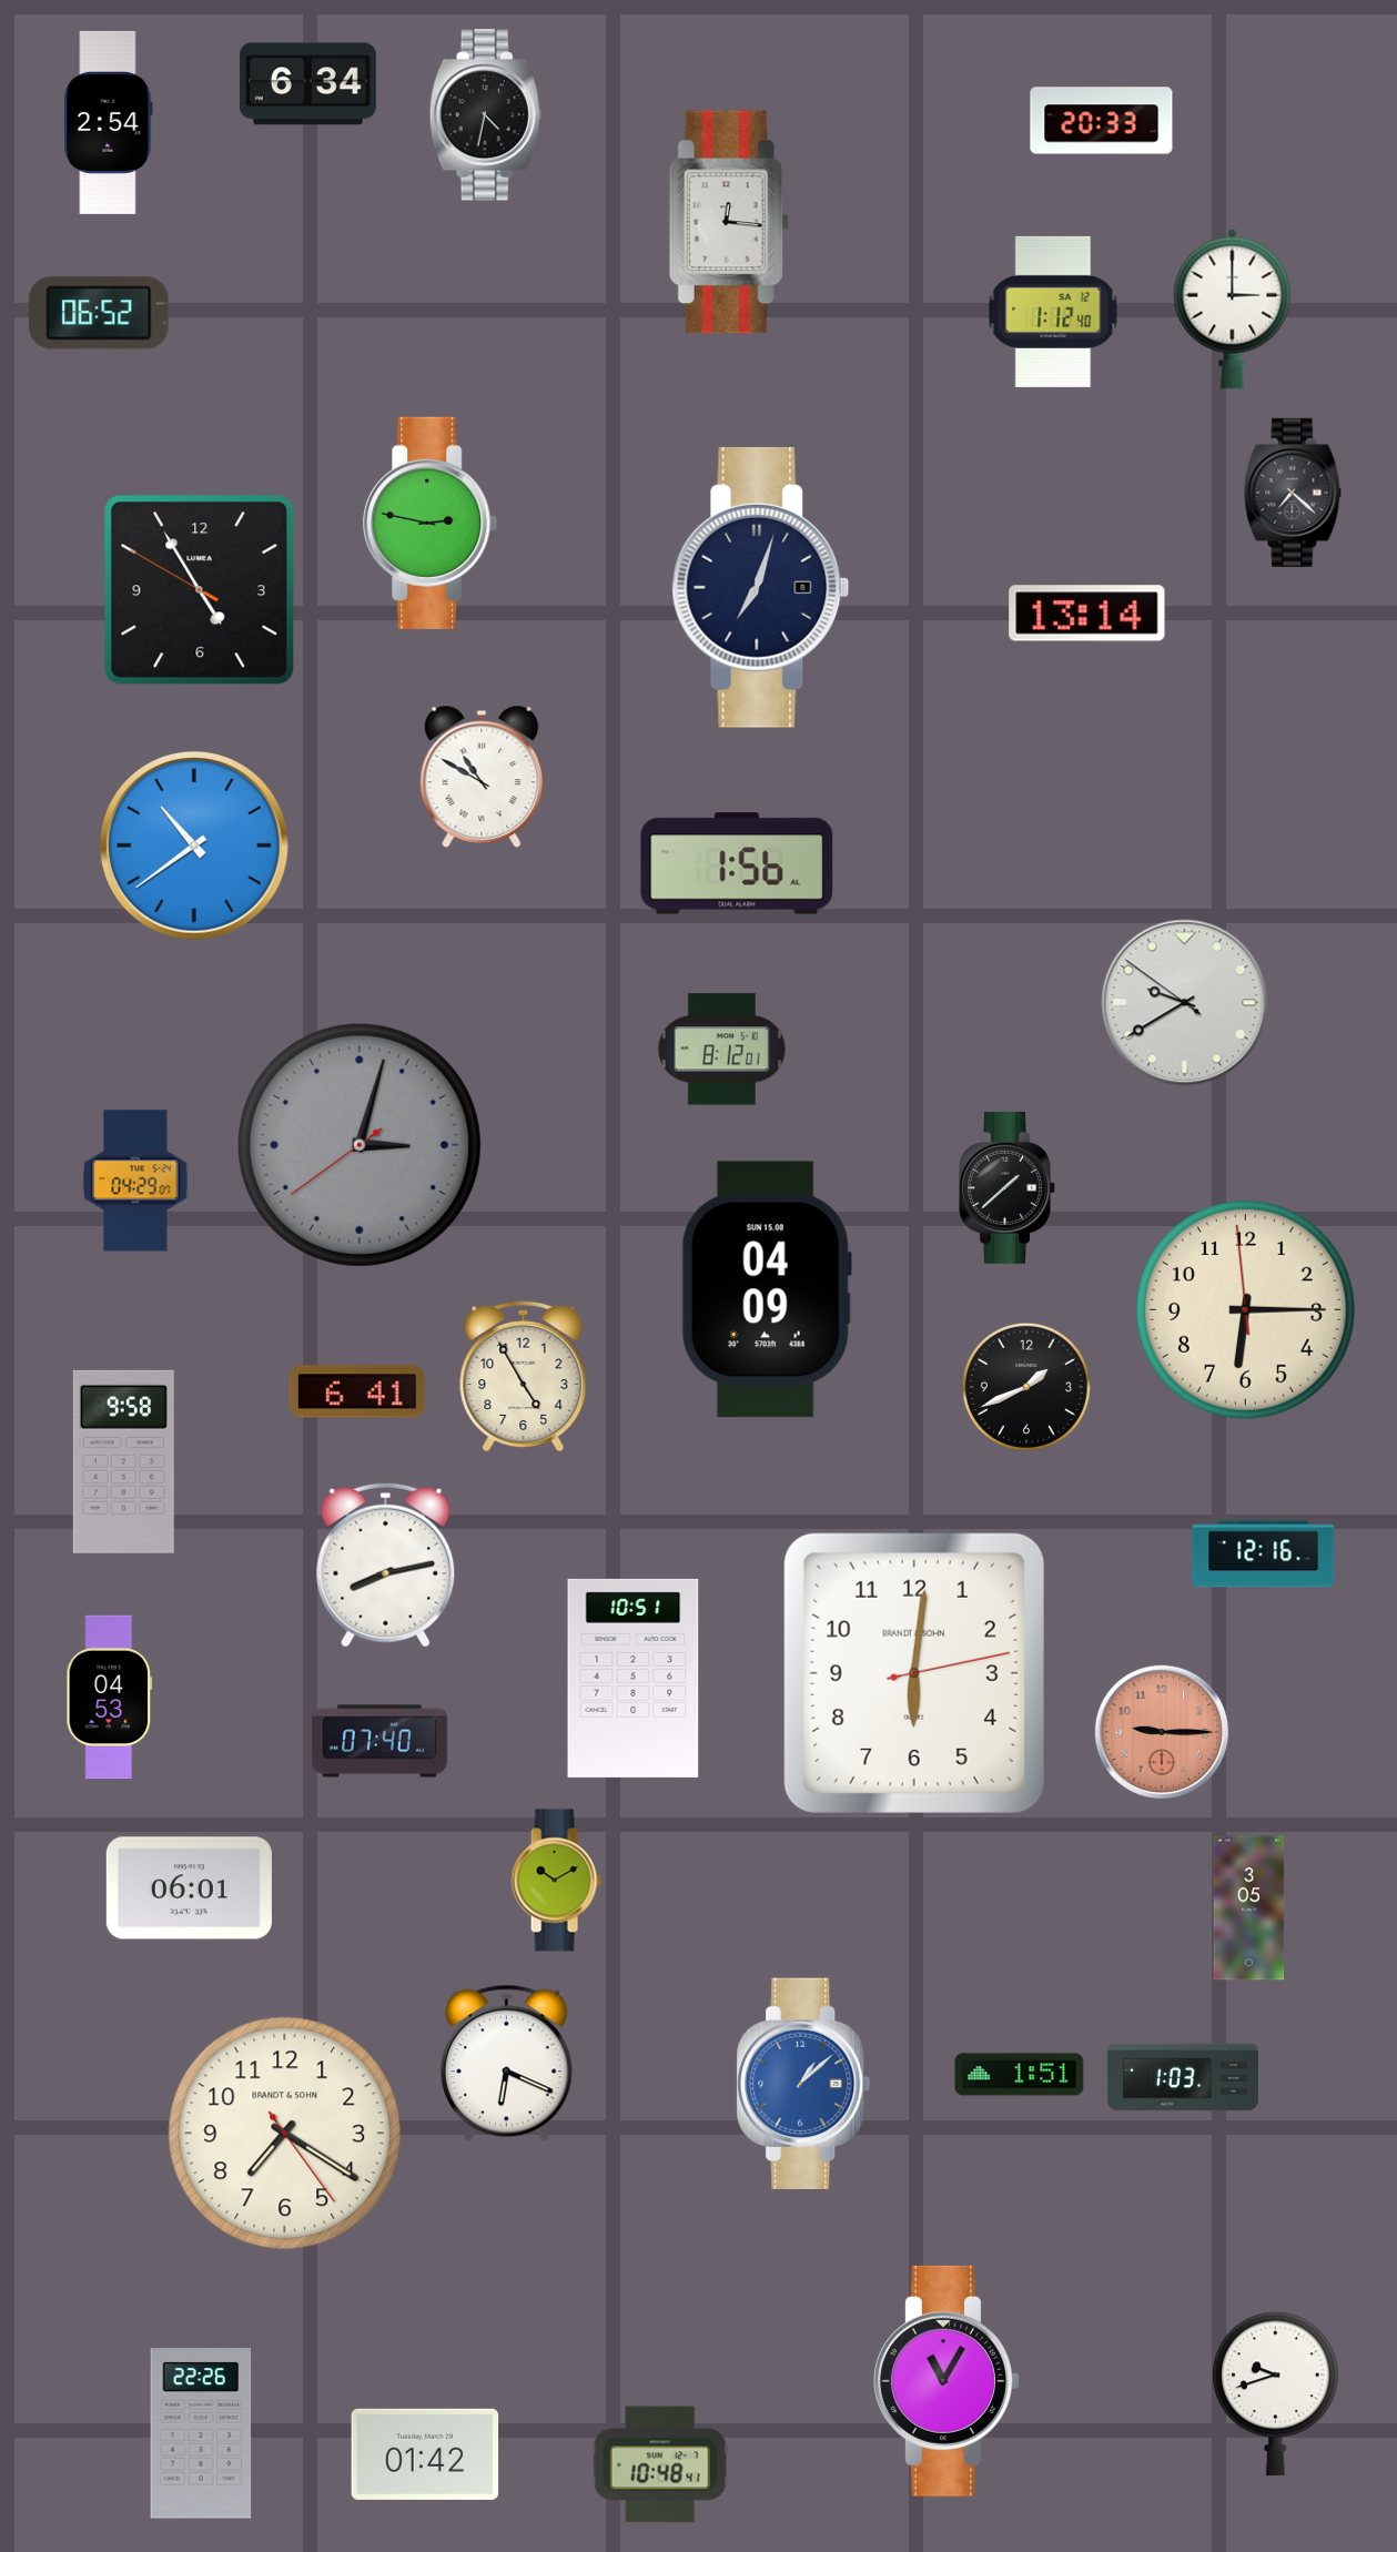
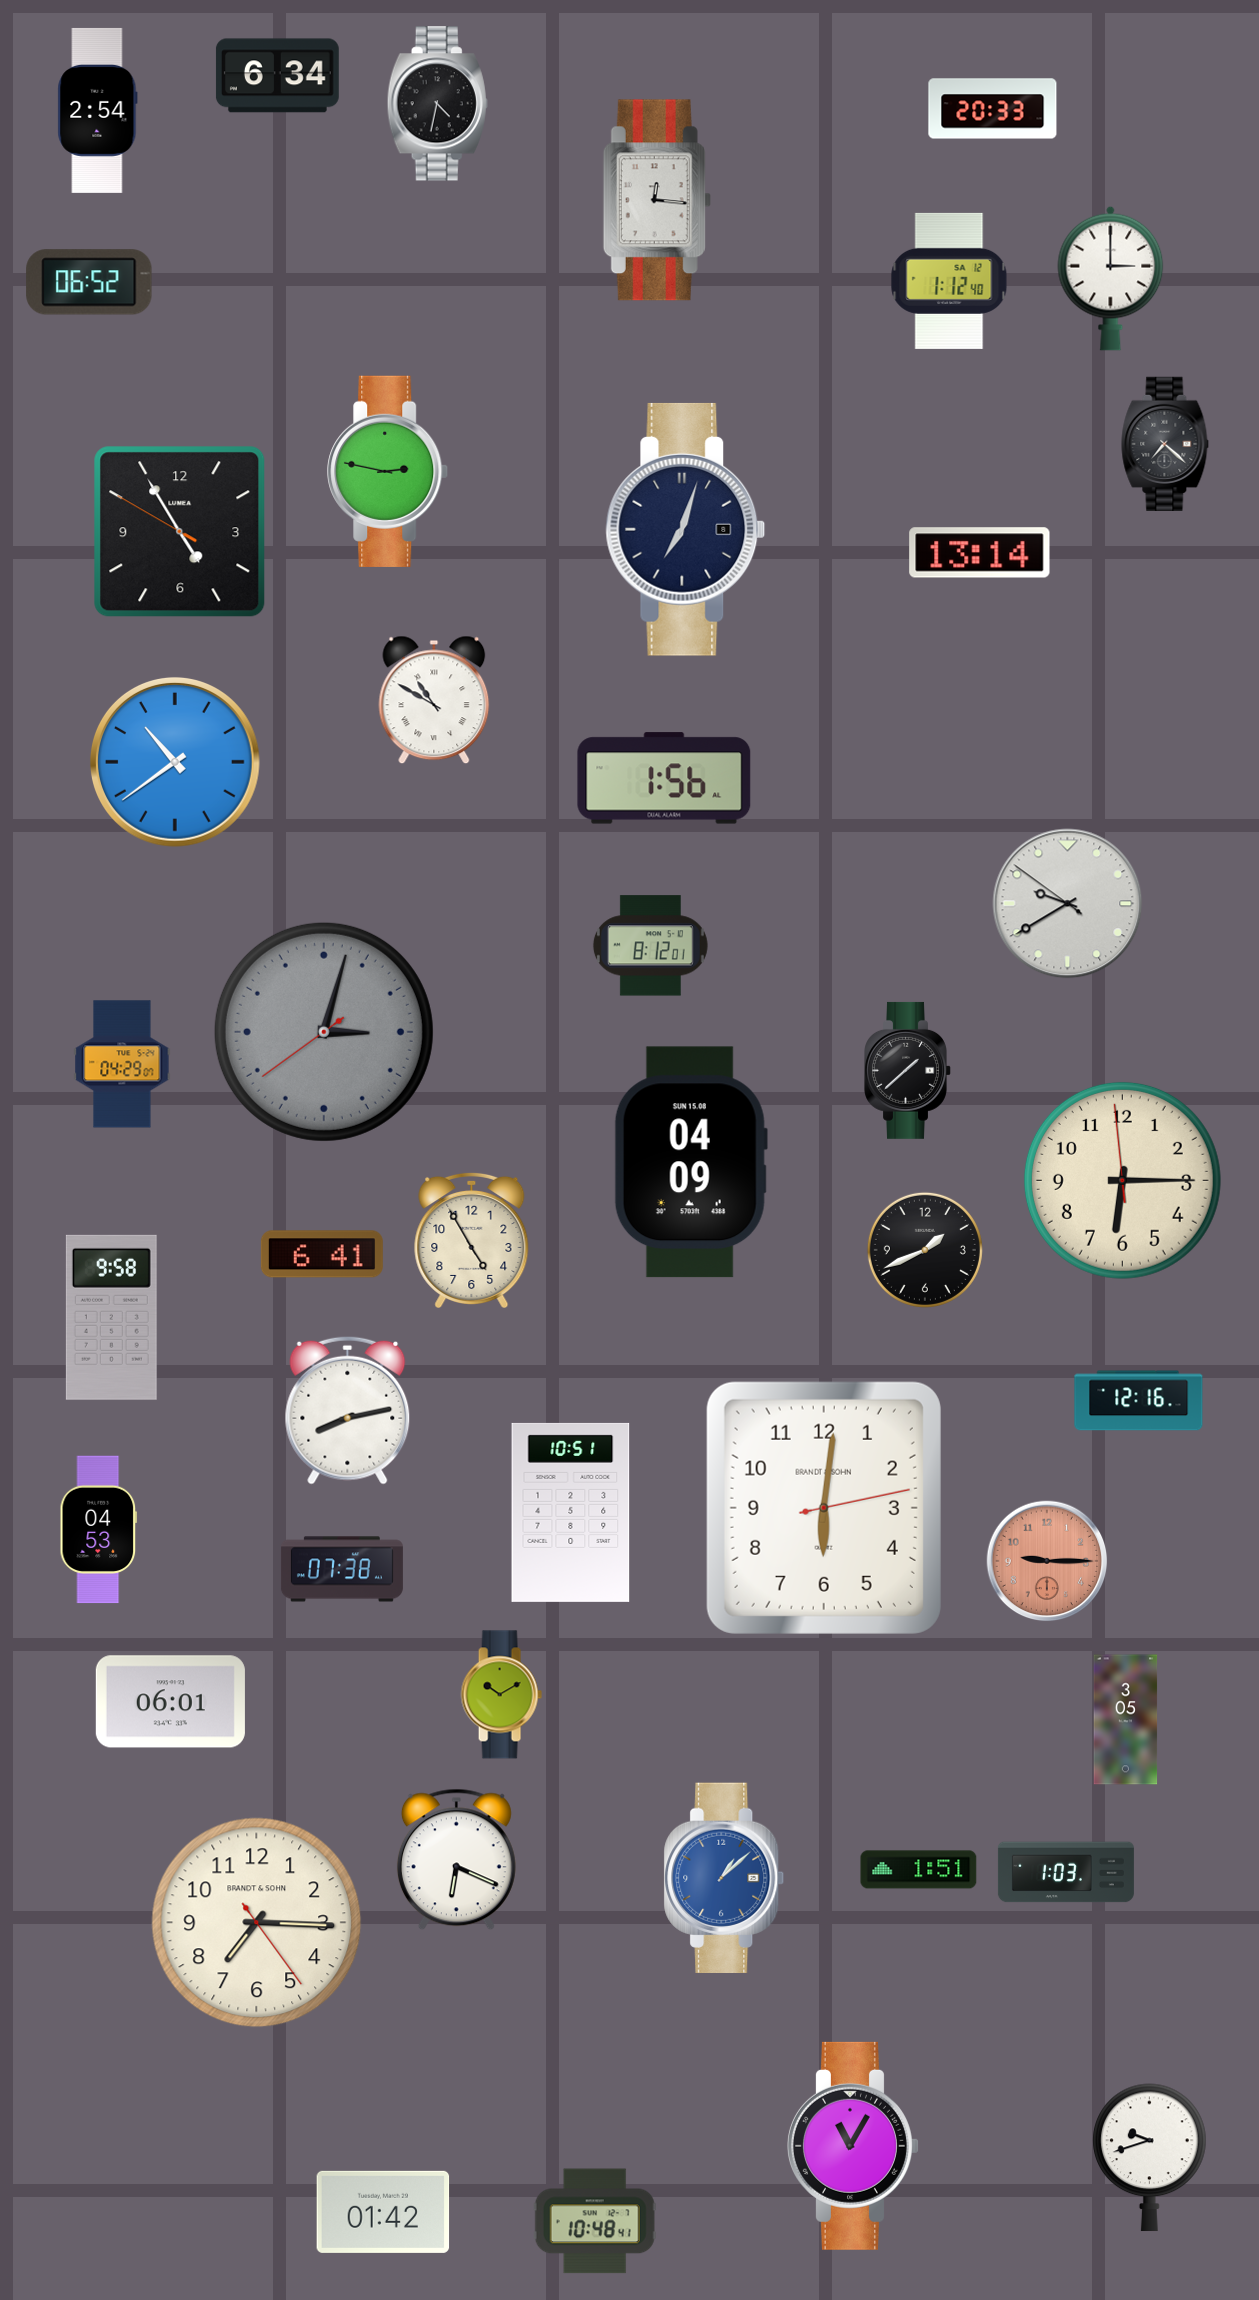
clock at (379, 1741): 07:40 -> 07:38
clock at (285, 2134): 7:20 -> 7:15
clock at (201, 2433): 22:26 -> none
